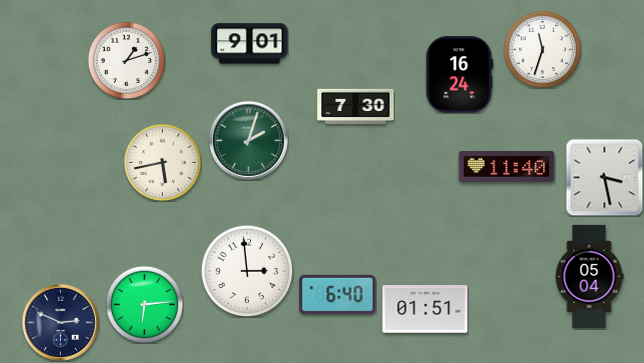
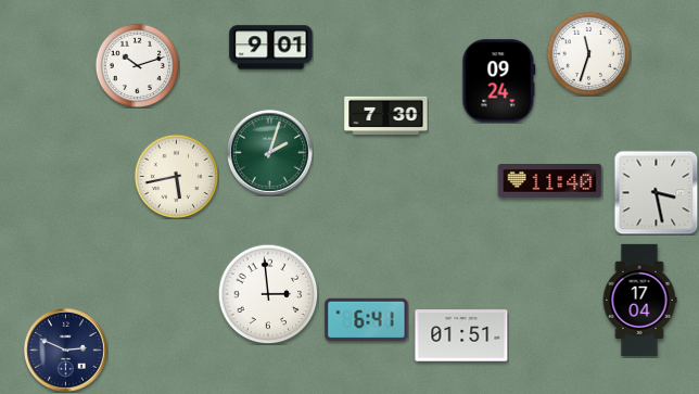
clock at (126, 60): 1:12 -> 10:12
clock at (460, 75): 16:24 -> 09:24
clock at (589, 276): 05:04 -> 17:04
clock at (338, 294): 6:40 -> 6:41
clock at (144, 304): 6:14 -> none
